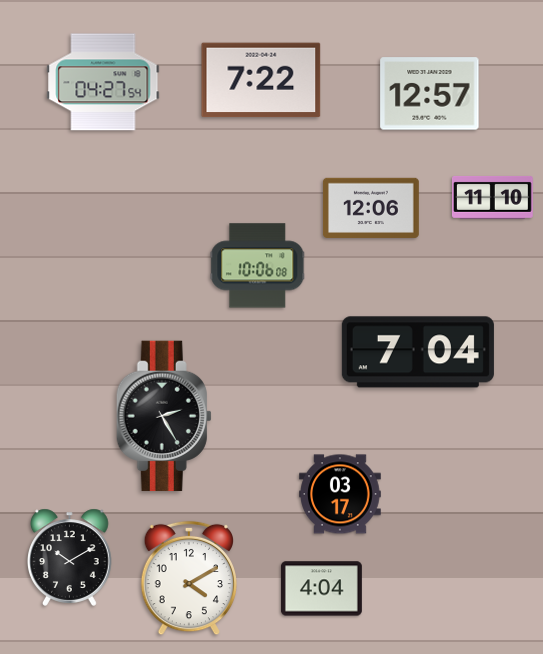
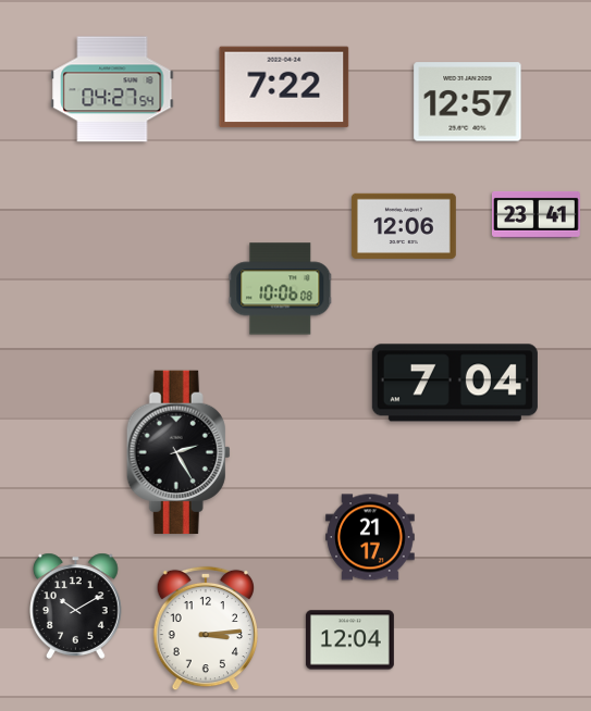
clock at (492, 197): 11:10 -> 23:41
clock at (340, 494): 03:17 -> 21:17
clock at (188, 578): 4:10 -> 3:14
clock at (321, 589): 4:04 -> 12:04
